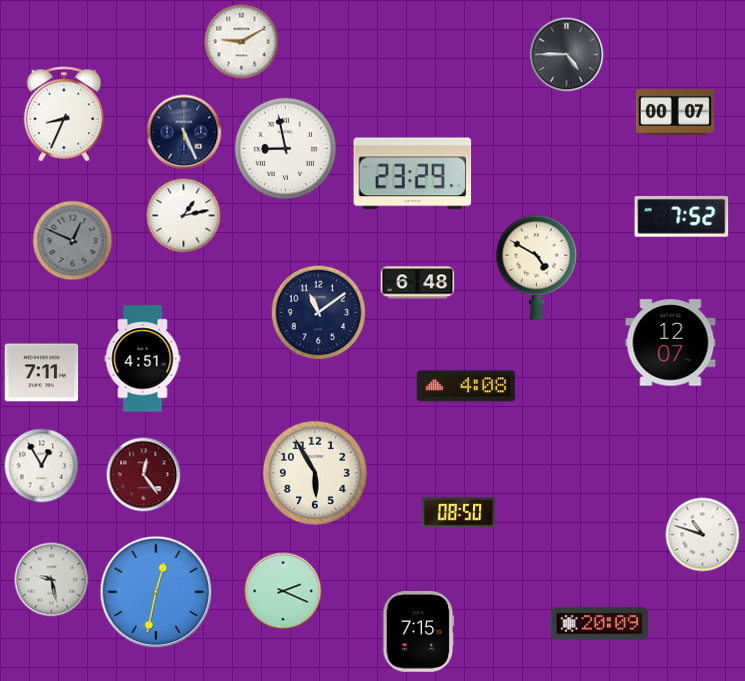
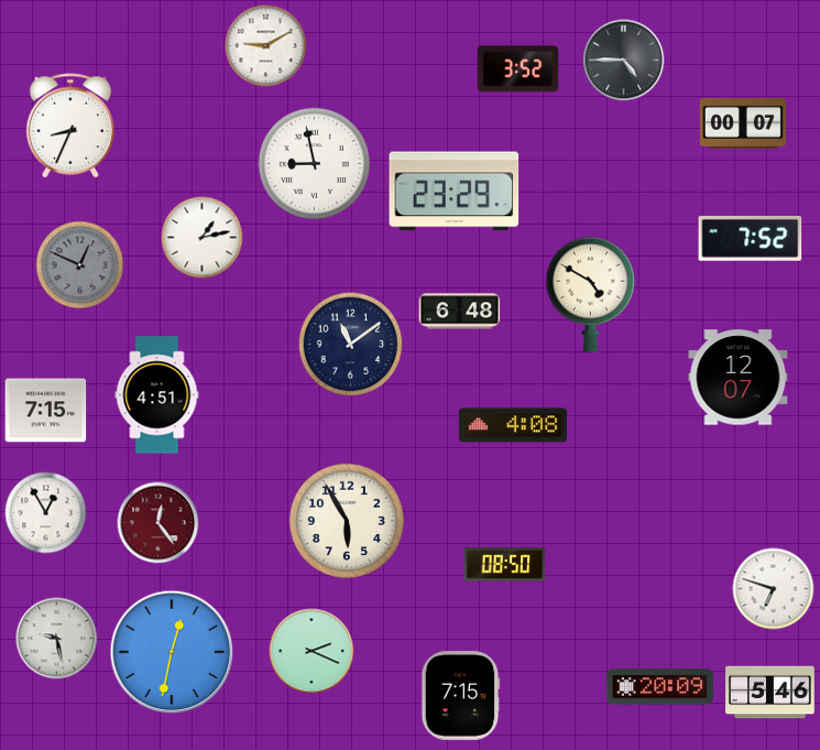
clock at (518, 69): none -> 3:52
clock at (184, 132): 5:26 -> none
clock at (42, 373): 7:11 -> 7:15
clock at (703, 535): 10:48 -> 6:48
clock at (770, 693): none -> 5:46
